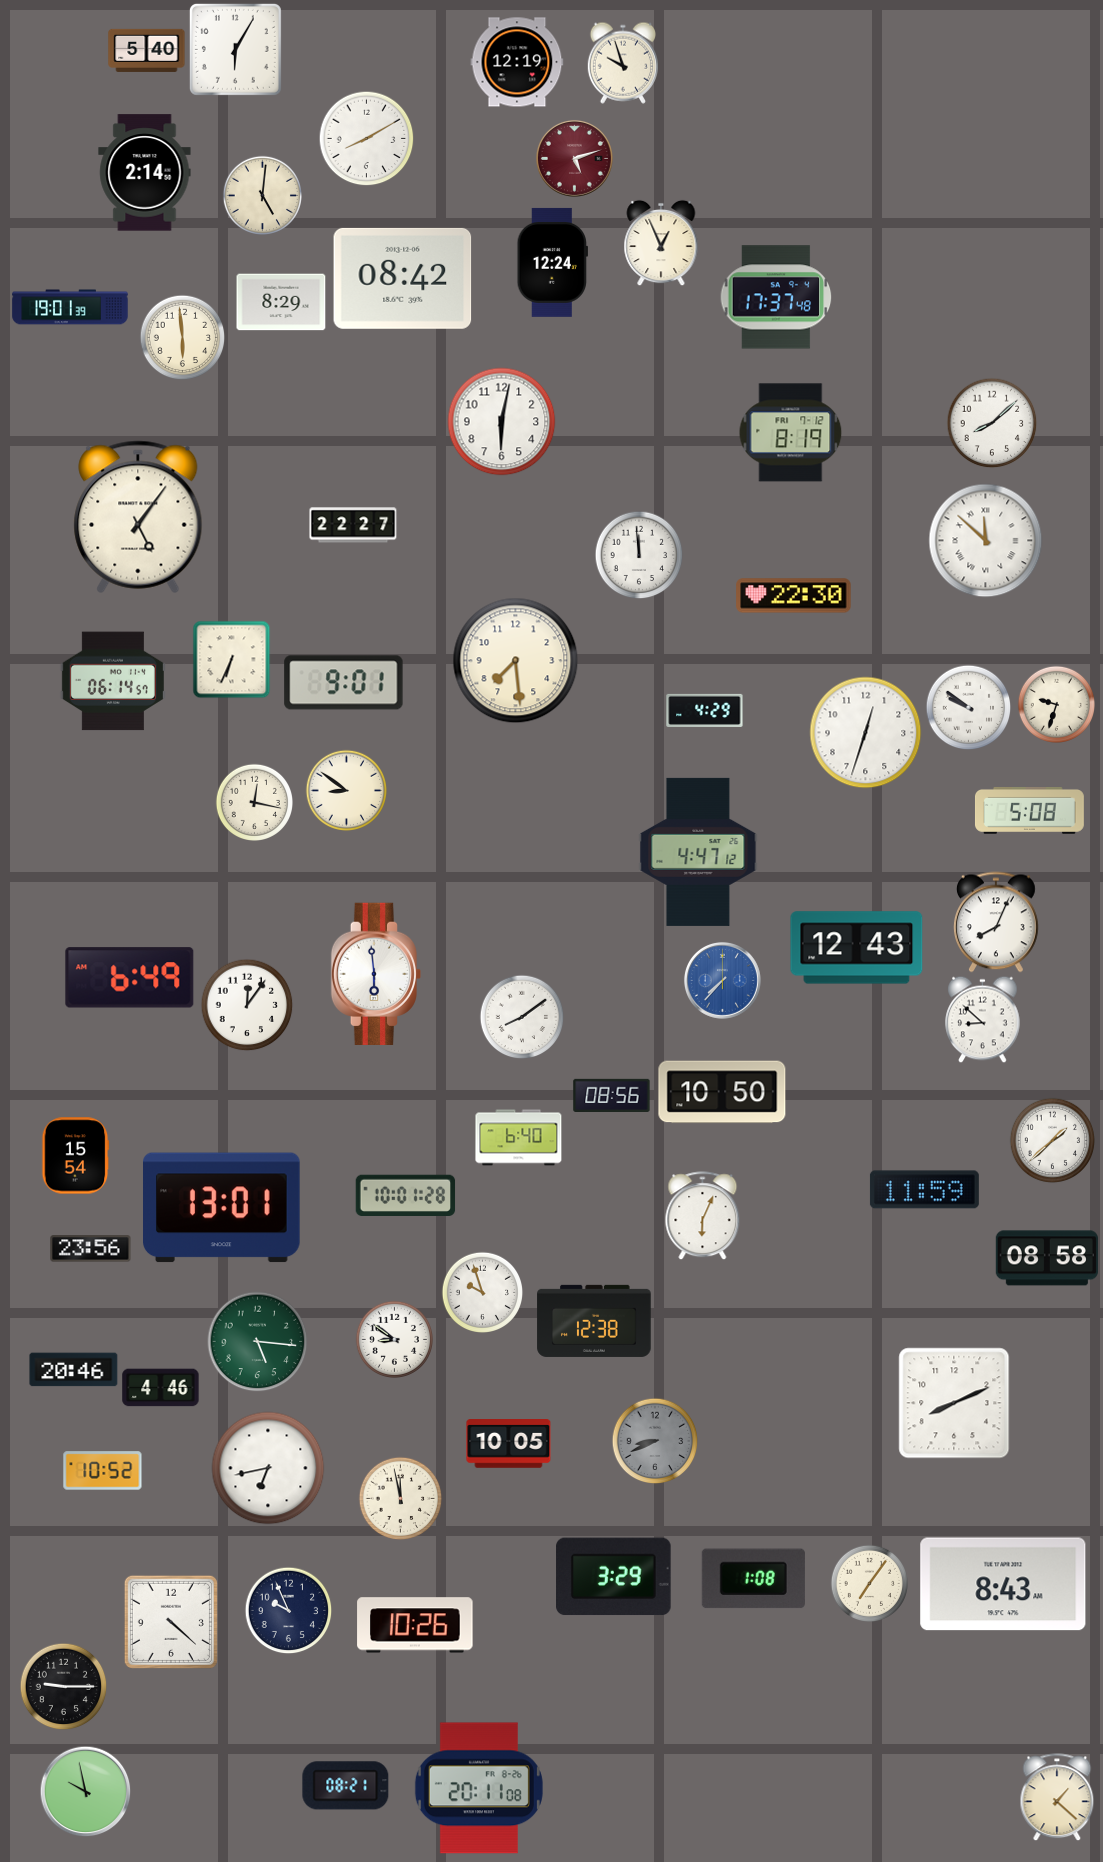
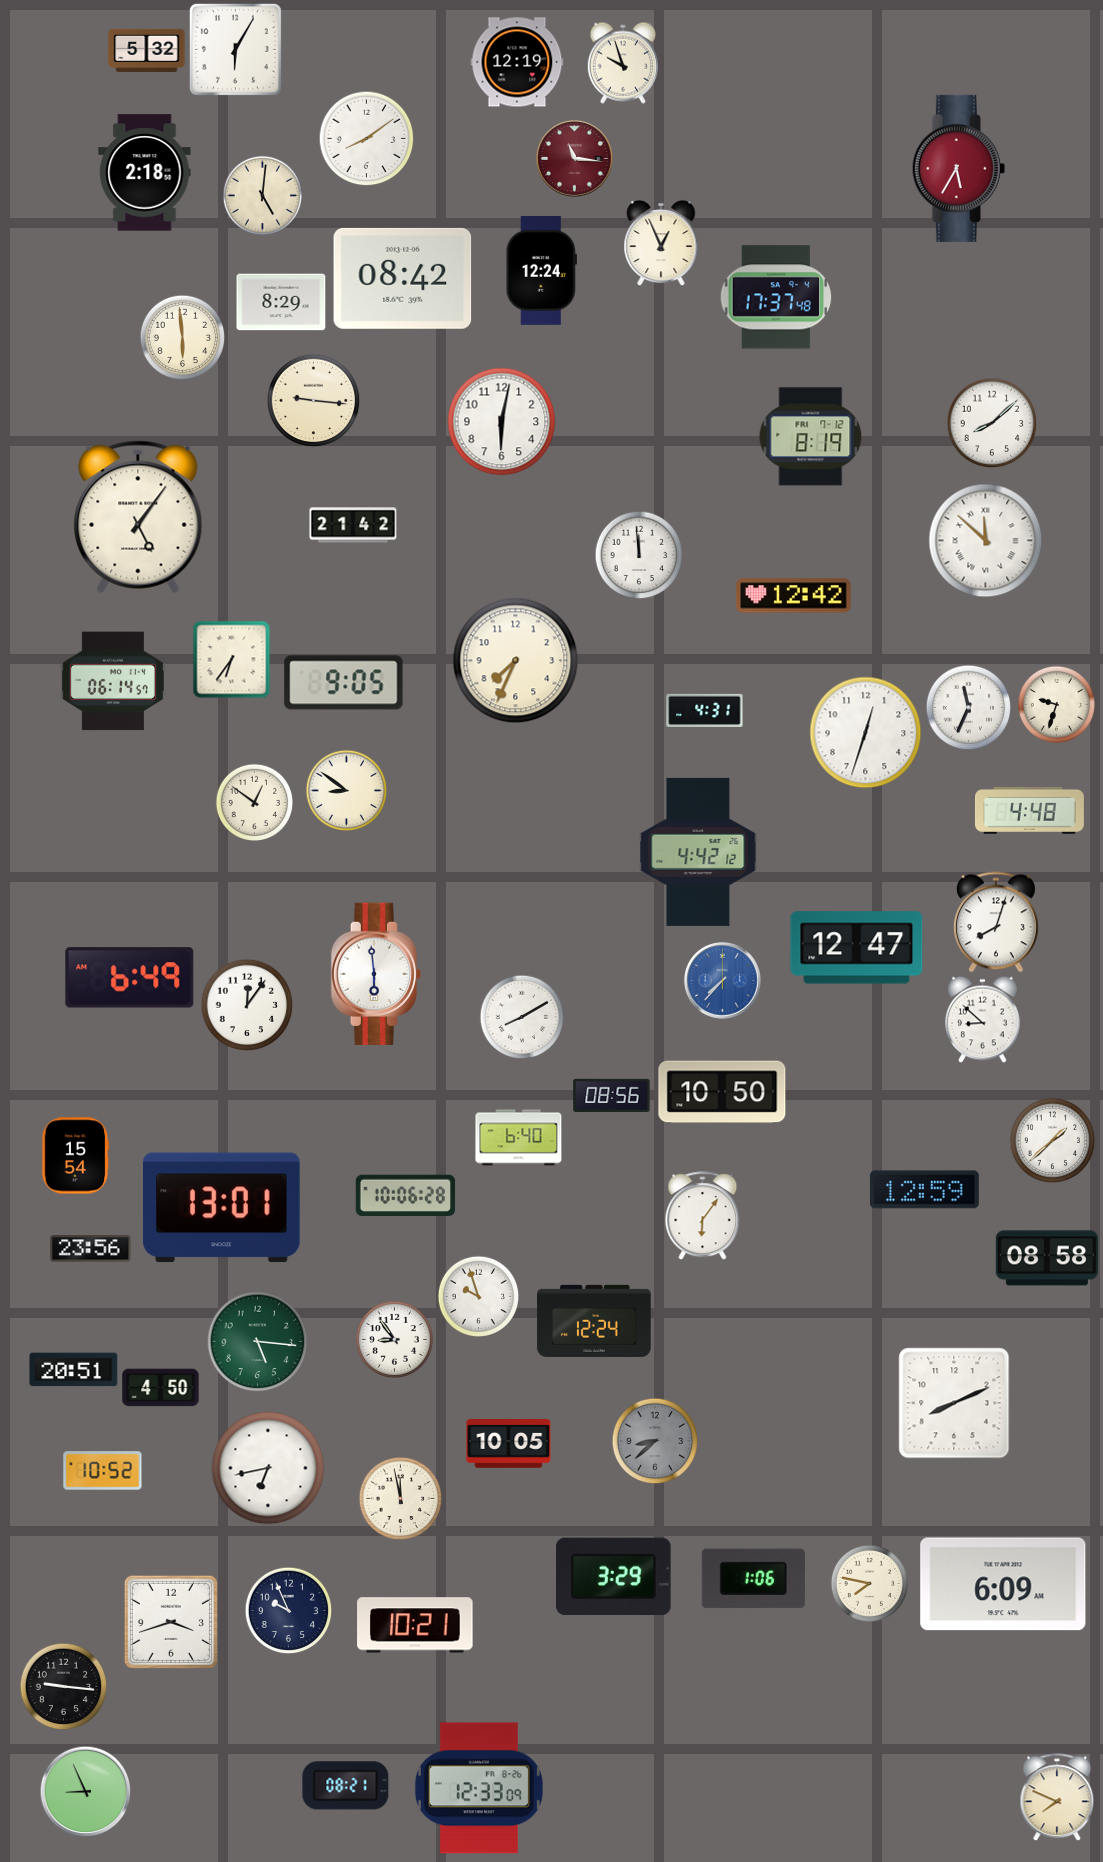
clock at (147, 50): 5:40 -> 5:32
clock at (366, 138): 8:10 -> 8:09
clock at (574, 158): 5:12 -> 11:16
clock at (958, 168): none -> 5:35
clock at (145, 173): 2:14 -> 2:18
clock at (552, 262) position: (552, 262) -> (541, 270)
clock at (70, 307): 19:01 -> none
clock at (313, 400): none -> 9:16
clock at (791, 433) position: (791, 433) -> (811, 437)
clock at (353, 525): 22:27 -> 21:42
clock at (794, 596): 22:30 -> 12:42
clock at (231, 659): 6:34 -> 6:36
clock at (516, 661): 7:29 -> 7:34
clock at (344, 683): 9:01 -> 9:05
clock at (968, 707): 9:51 -> 11:34
clock at (705, 710): 4:29 -> 4:31
clock at (254, 802): 12:17 -> 12:51
clock at (1029, 811): 5:08 -> 4:48
clock at (698, 852): 4:47 -> 4:42
clock at (996, 922): 8:04 -> 8:03
clock at (857, 948): 12:43 -> 12:47
clock at (522, 1017): 8:09 -> 8:10
clock at (924, 1190): 11:59 -> 12:59
clock at (406, 1196): 10:01 -> 10:06
clock at (703, 1216): 6:04 -> 6:06
clock at (482, 1292) position: (482, 1292) -> (478, 1296)
clock at (594, 1321): 12:38 -> 12:24
clock at (394, 1339): 8:51 -> 8:54
clock at (74, 1370): 20:46 -> 20:51
clock at (161, 1388): 4:46 -> 4:50
clock at (655, 1441): 8:41 -> 8:38
clock at (753, 1579): 1:08 -> 1:06
clock at (869, 1583): 7:06 -> 7:47
clock at (1003, 1584): 8:43 -> 6:09
clock at (171, 1622): 4:22 -> 3:42
clock at (415, 1625): 10:26 -> 10:21
clock at (63, 1686): 9:15 -> 9:16
clock at (479, 1788): 20:11 -> 12:33
clock at (85, 1791): 9:58 -> 8:56
clock at (1057, 1797): 1:22 -> 7:49
